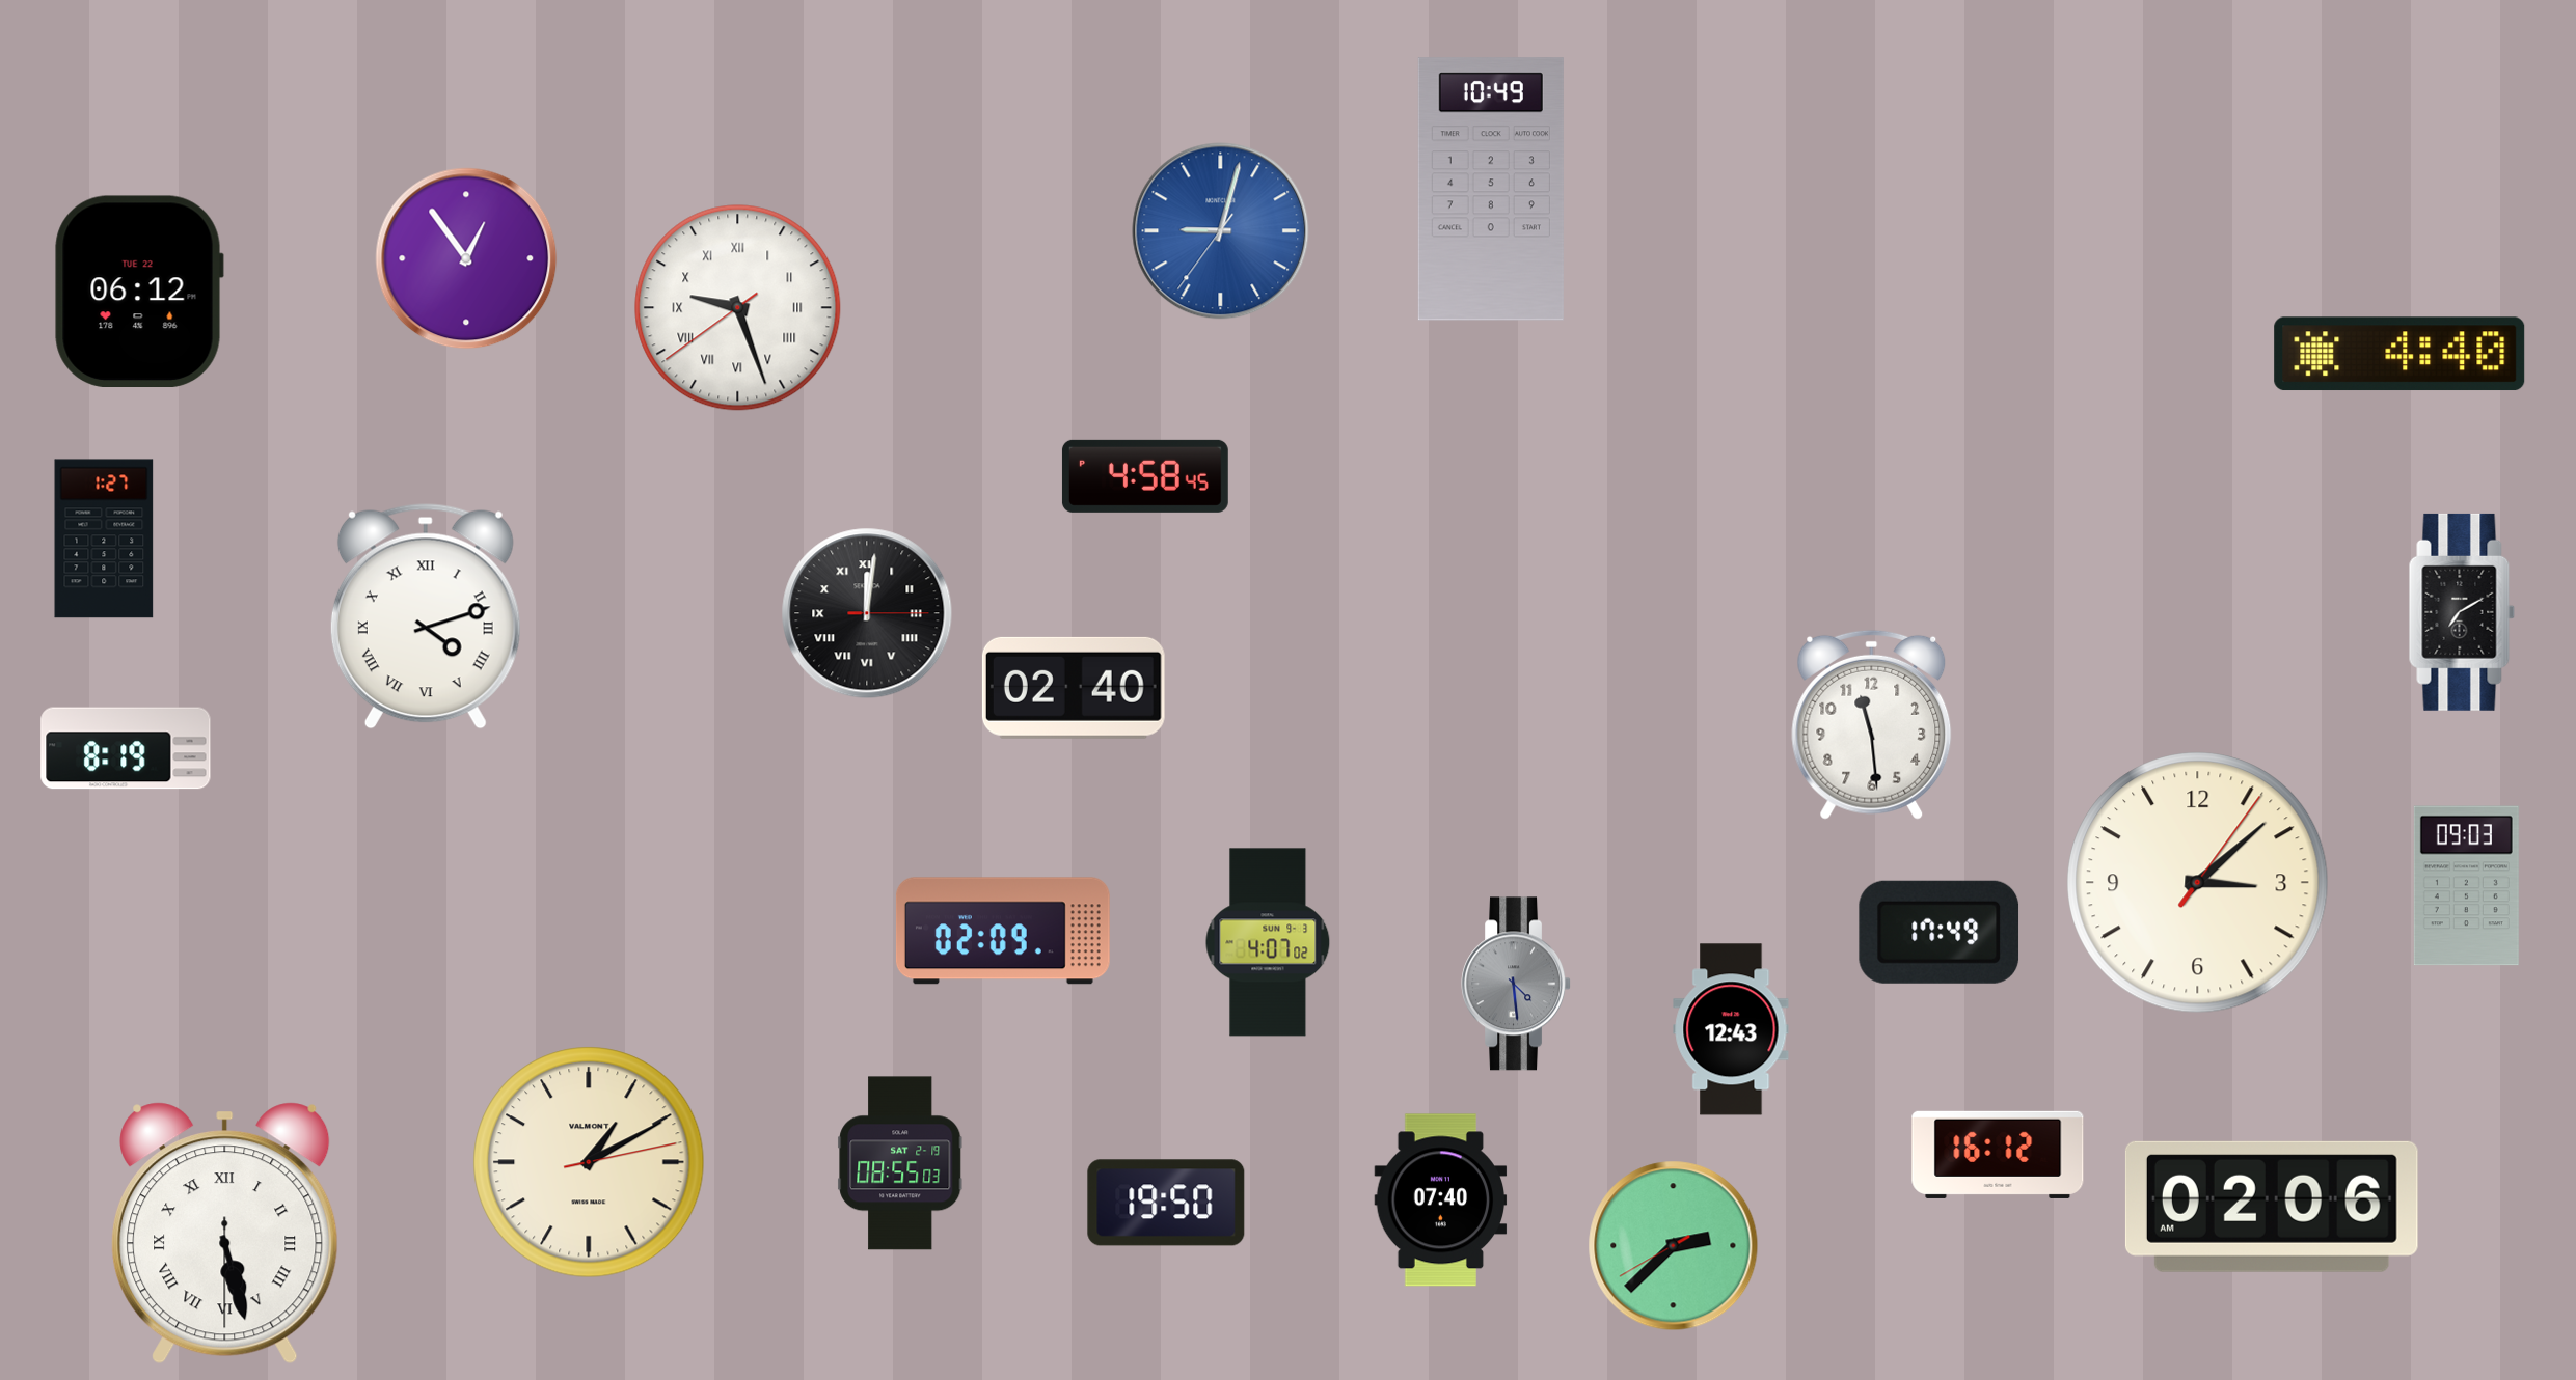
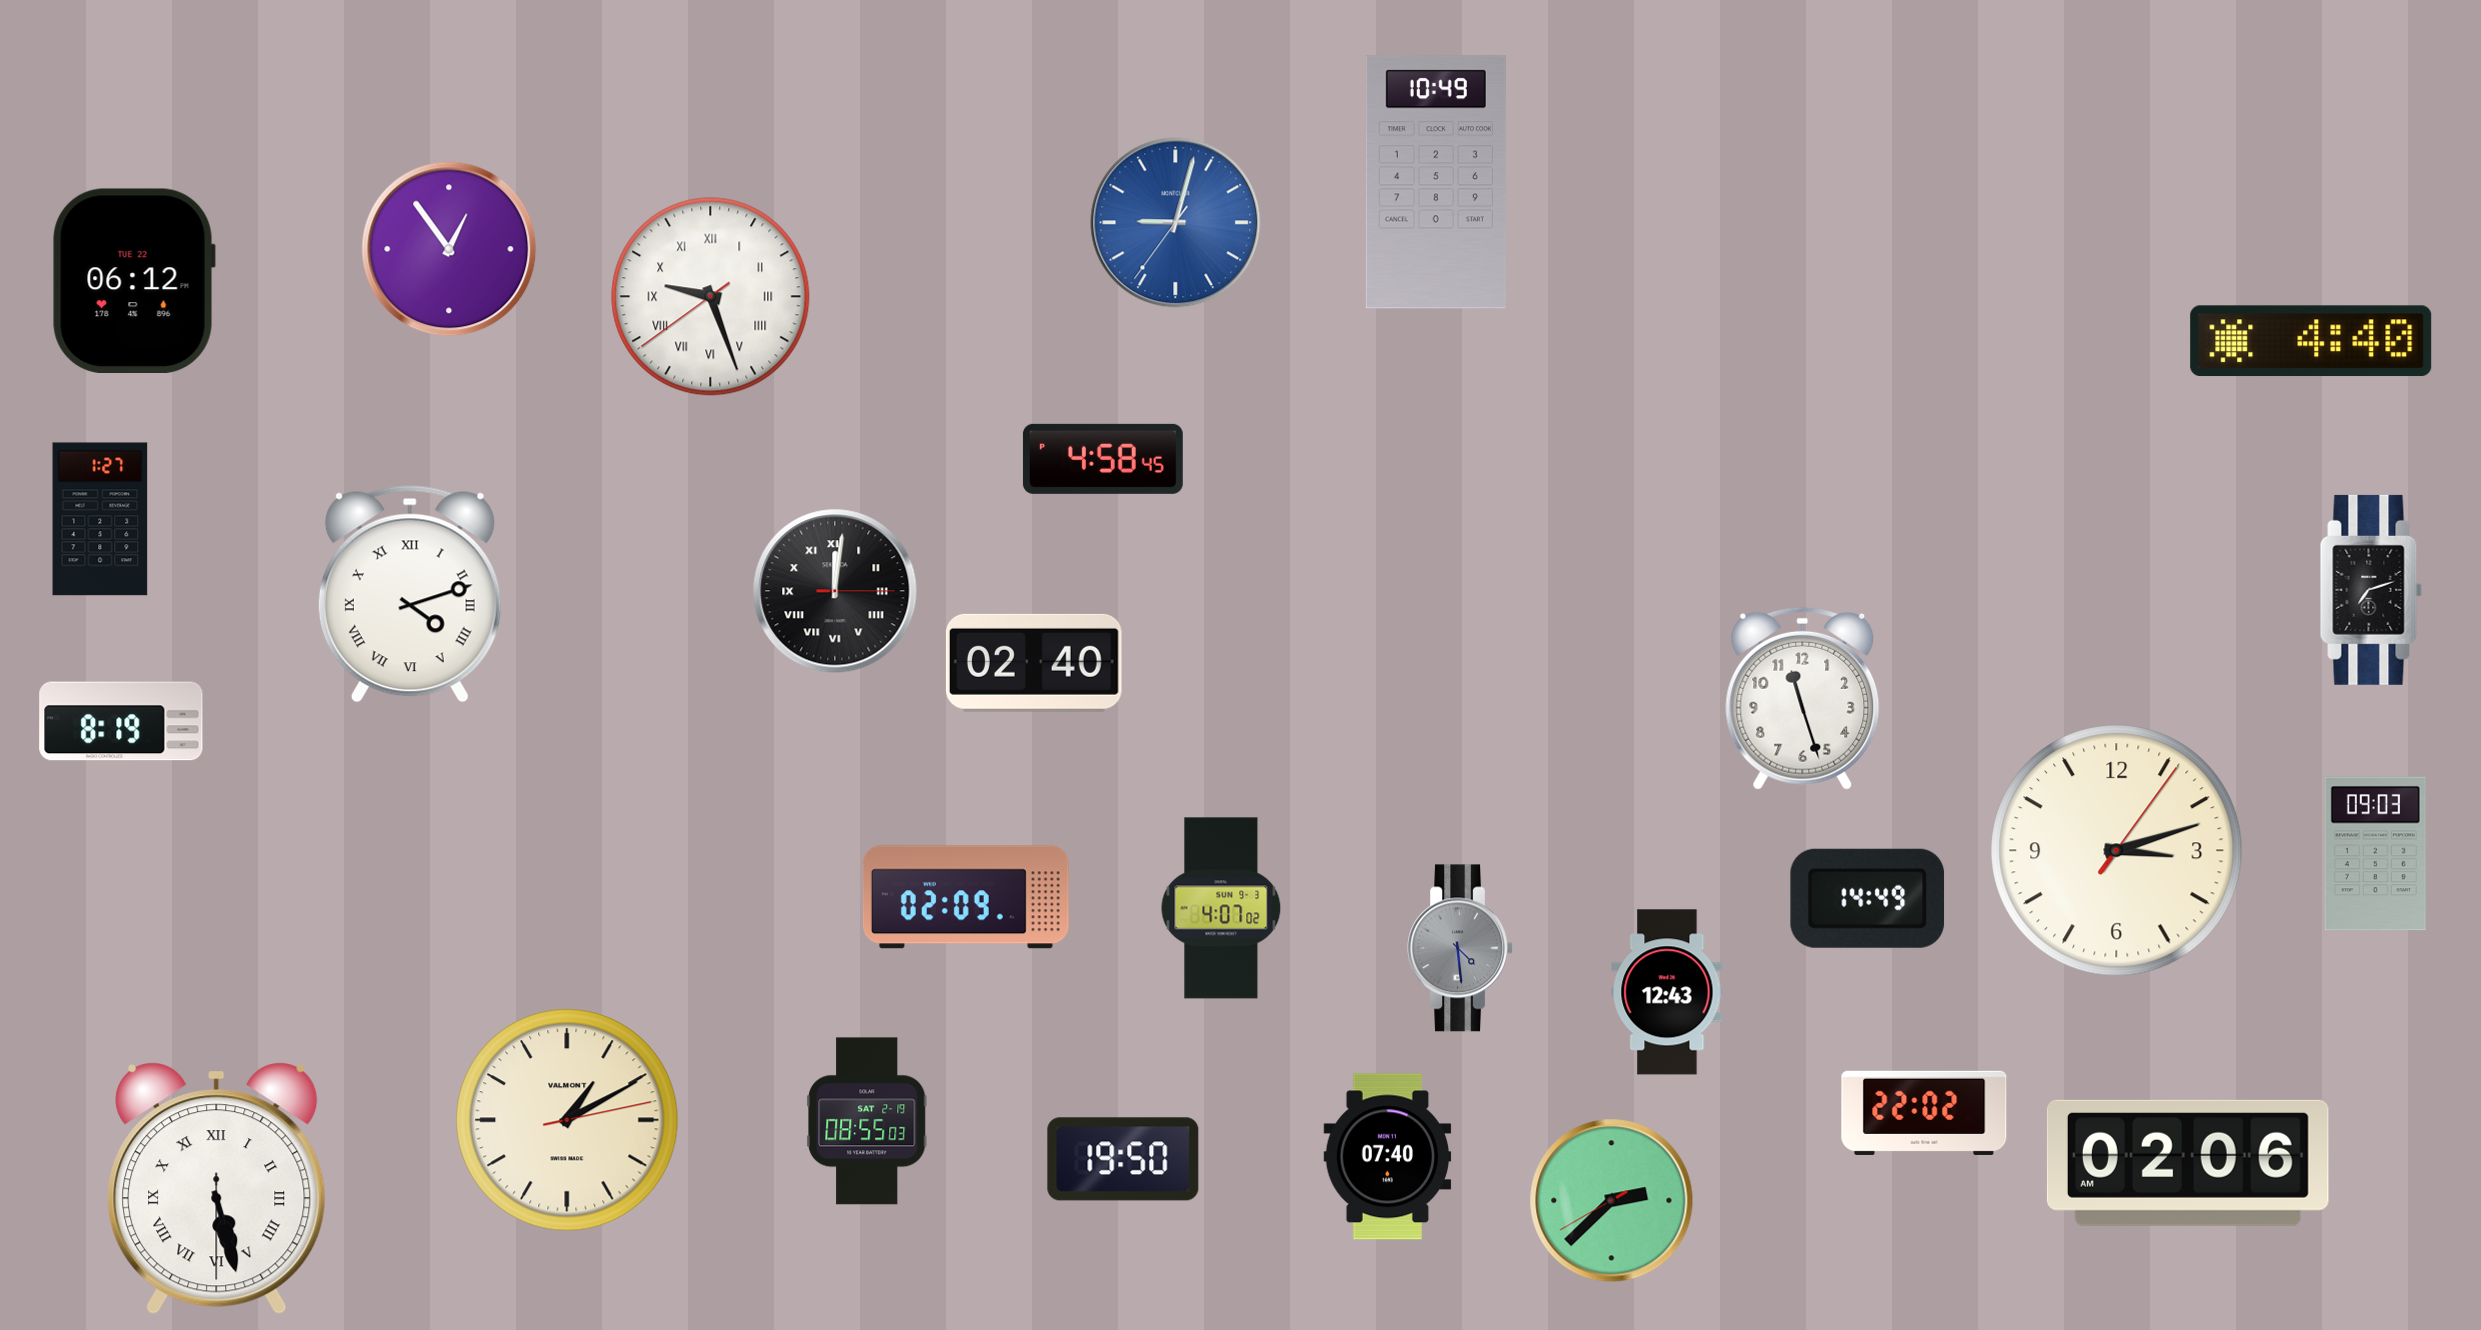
clock at (2462, 612): 7:10 -> 7:12
clock at (1872, 724): 11:29 -> 11:27
clock at (2198, 883): 3:08 -> 3:12
clock at (1940, 932): 17:49 -> 14:49
clock at (1998, 1155): 16:12 -> 22:02
